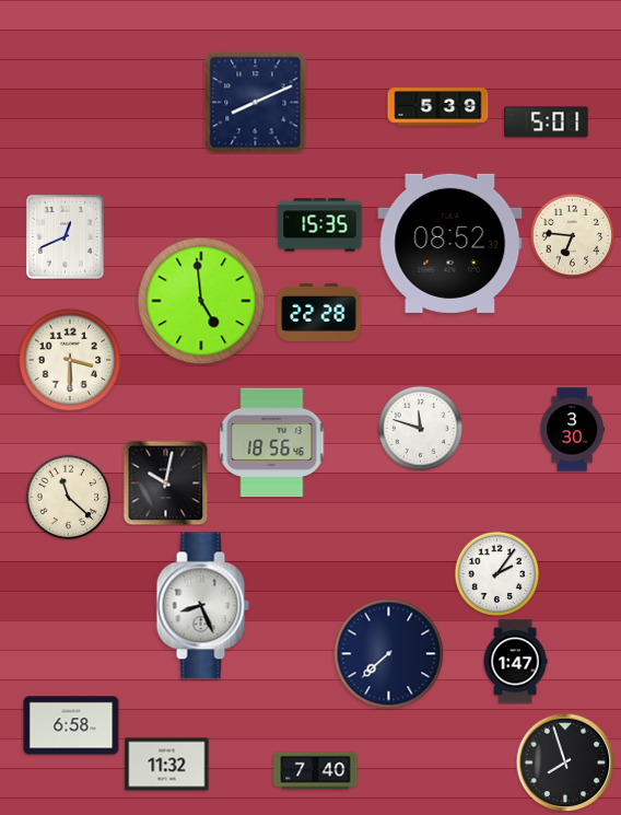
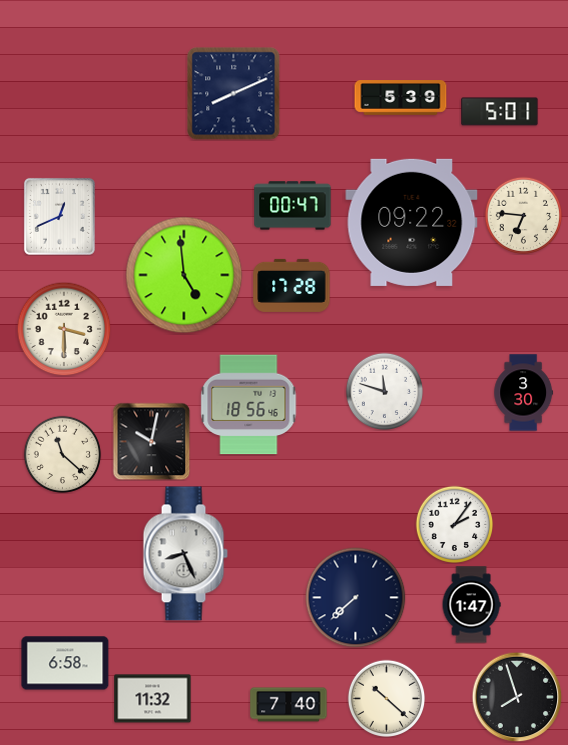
clock at (320, 225): 15:35 -> 00:47
clock at (450, 243): 08:52 -> 09:22
clock at (319, 312): 22:28 -> 17:28
clock at (386, 698): none -> 10:22
